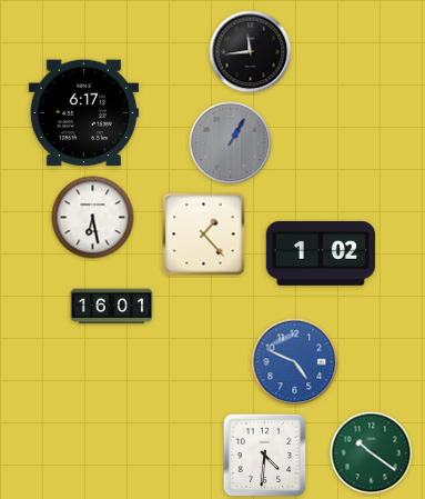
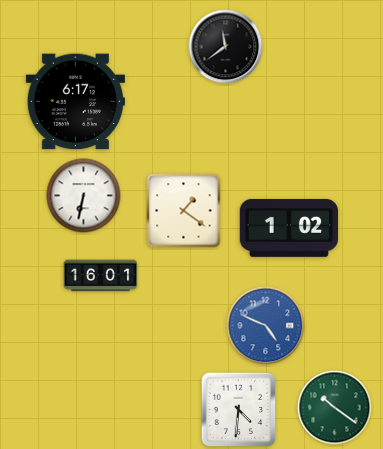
clock at (251, 52): 11:44 -> 11:39
clock at (231, 143): 1:05 -> none
clock at (93, 218): 6:28 -> 6:32
clock at (204, 234): 1:23 -> 1:21
